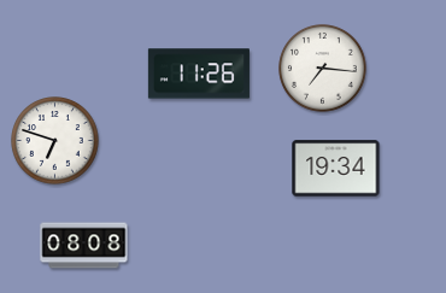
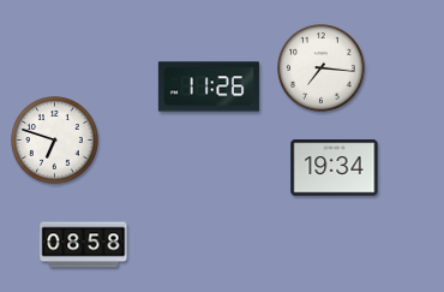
clock at (199, 74) position: (199, 74) -> (209, 87)
clock at (84, 246): 08:08 -> 08:58
